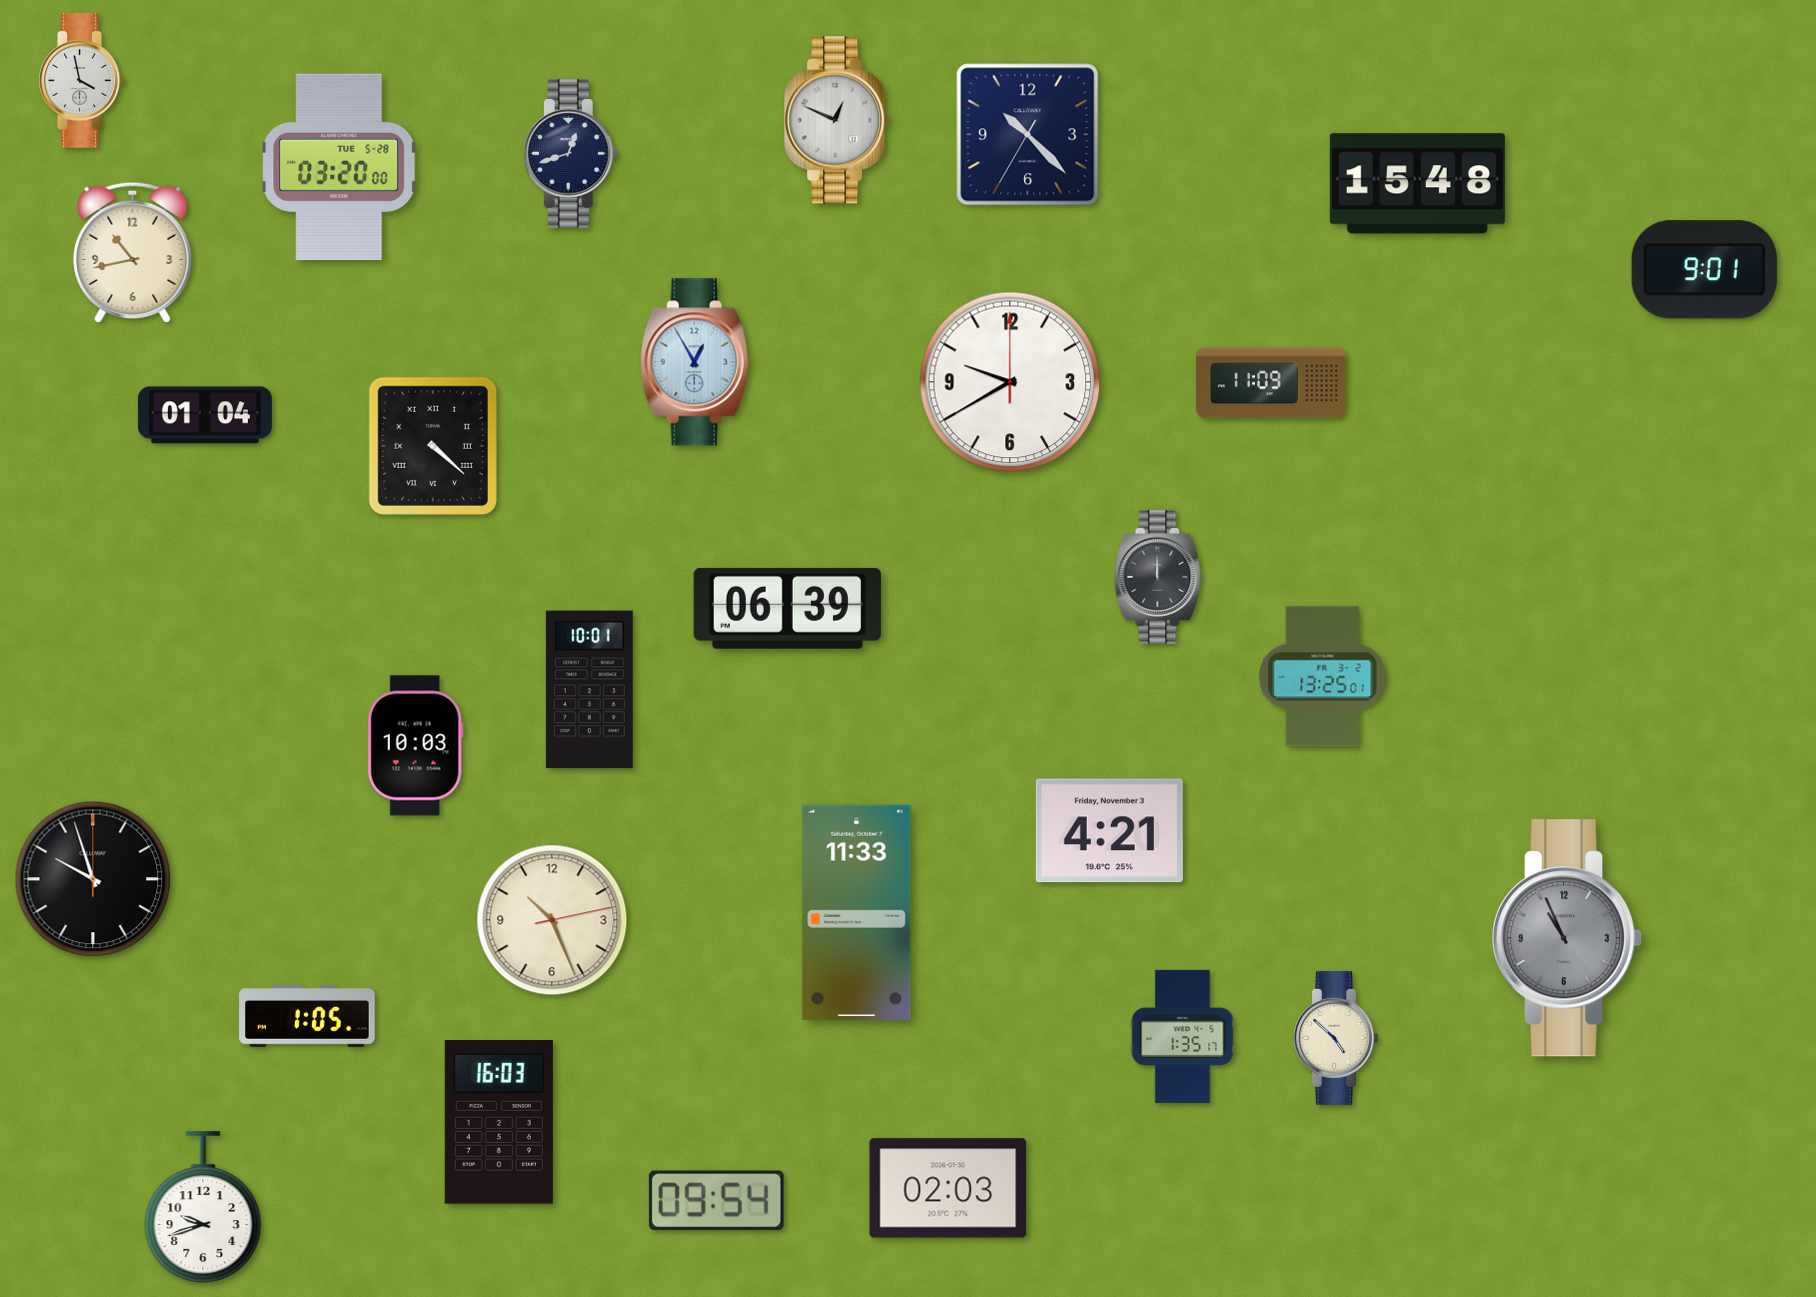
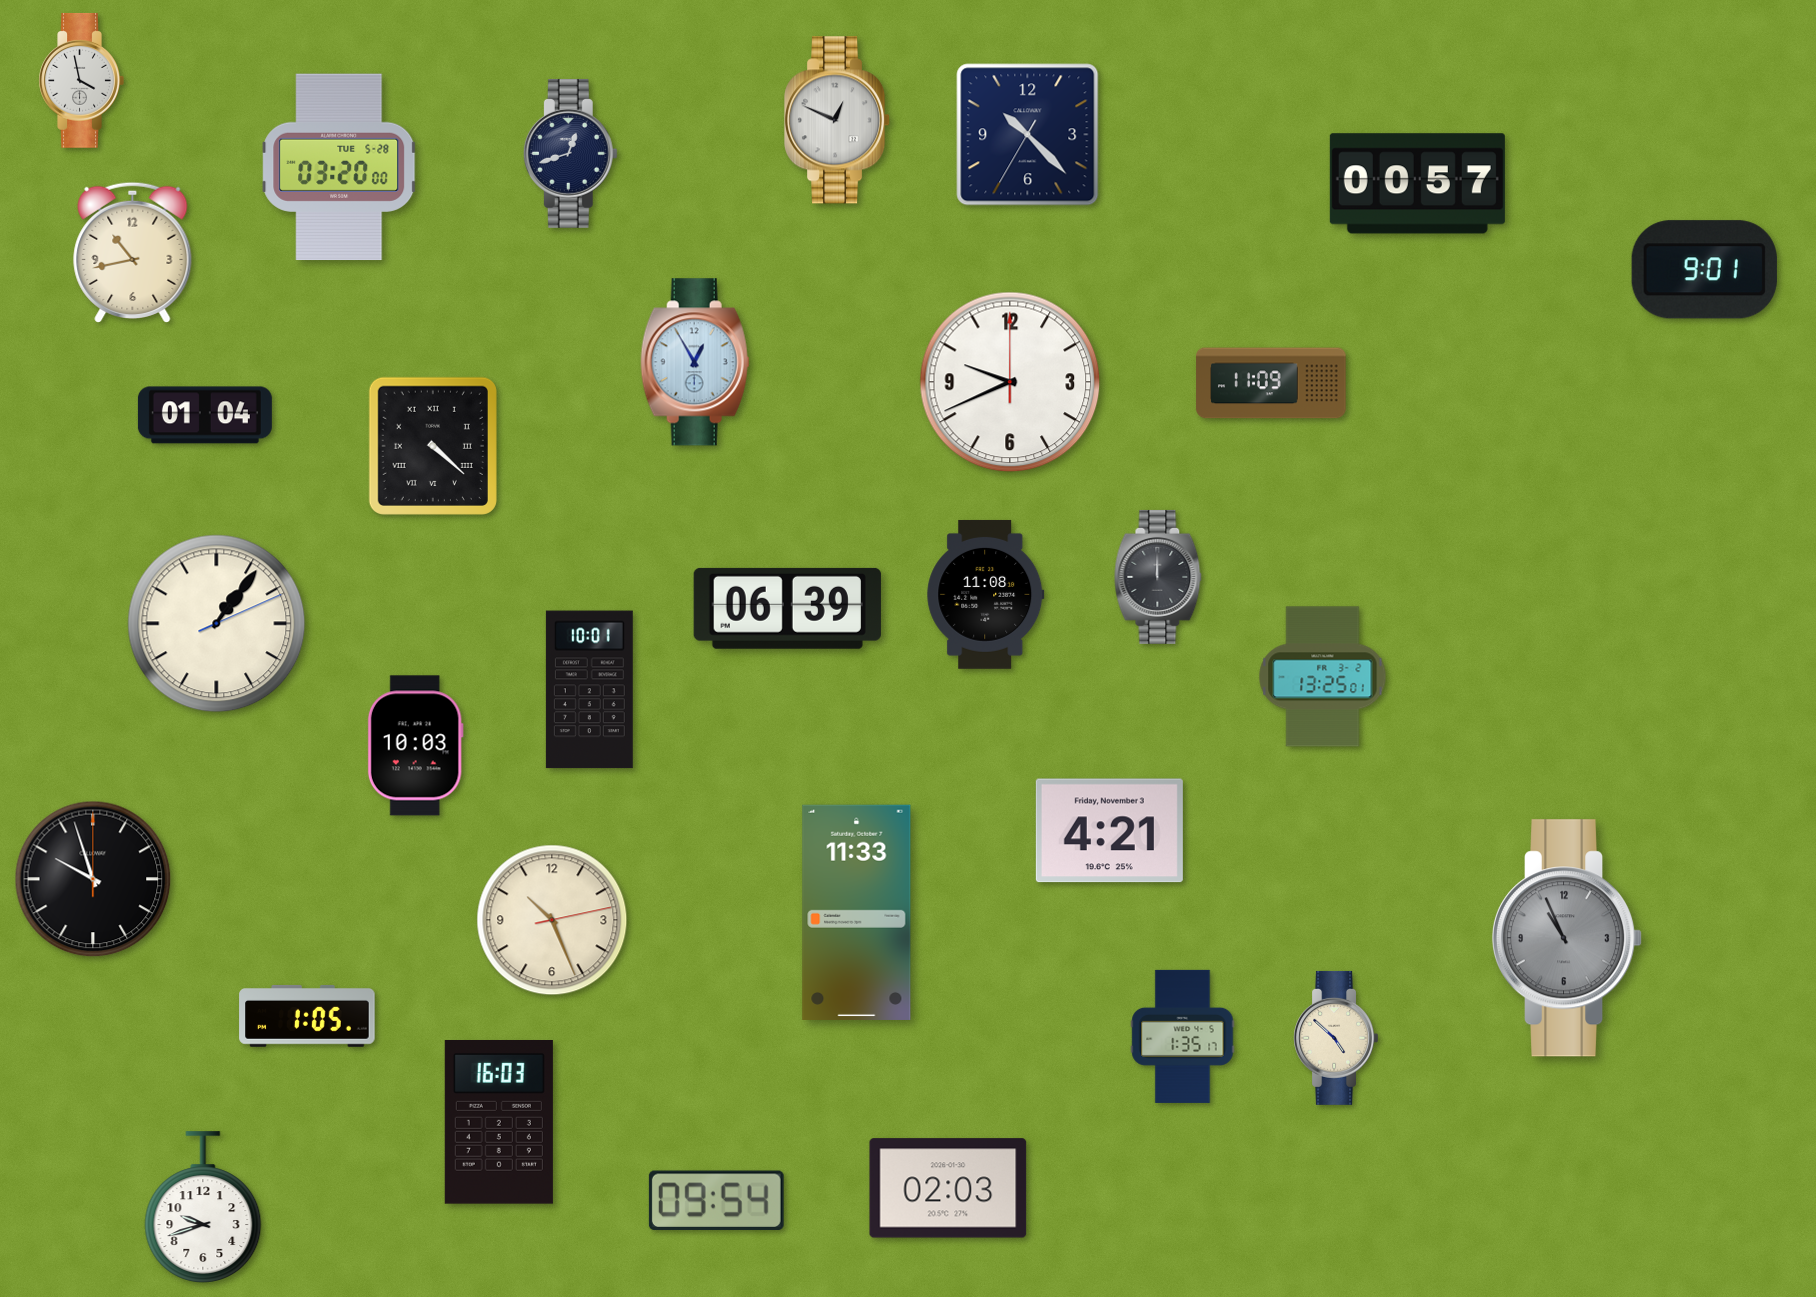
clock at (1417, 184): 15:48 -> 00:57
clock at (1010, 382): 9:40 -> 9:41
clock at (986, 594): none -> 11:08
clock at (217, 624): none -> 1:06
